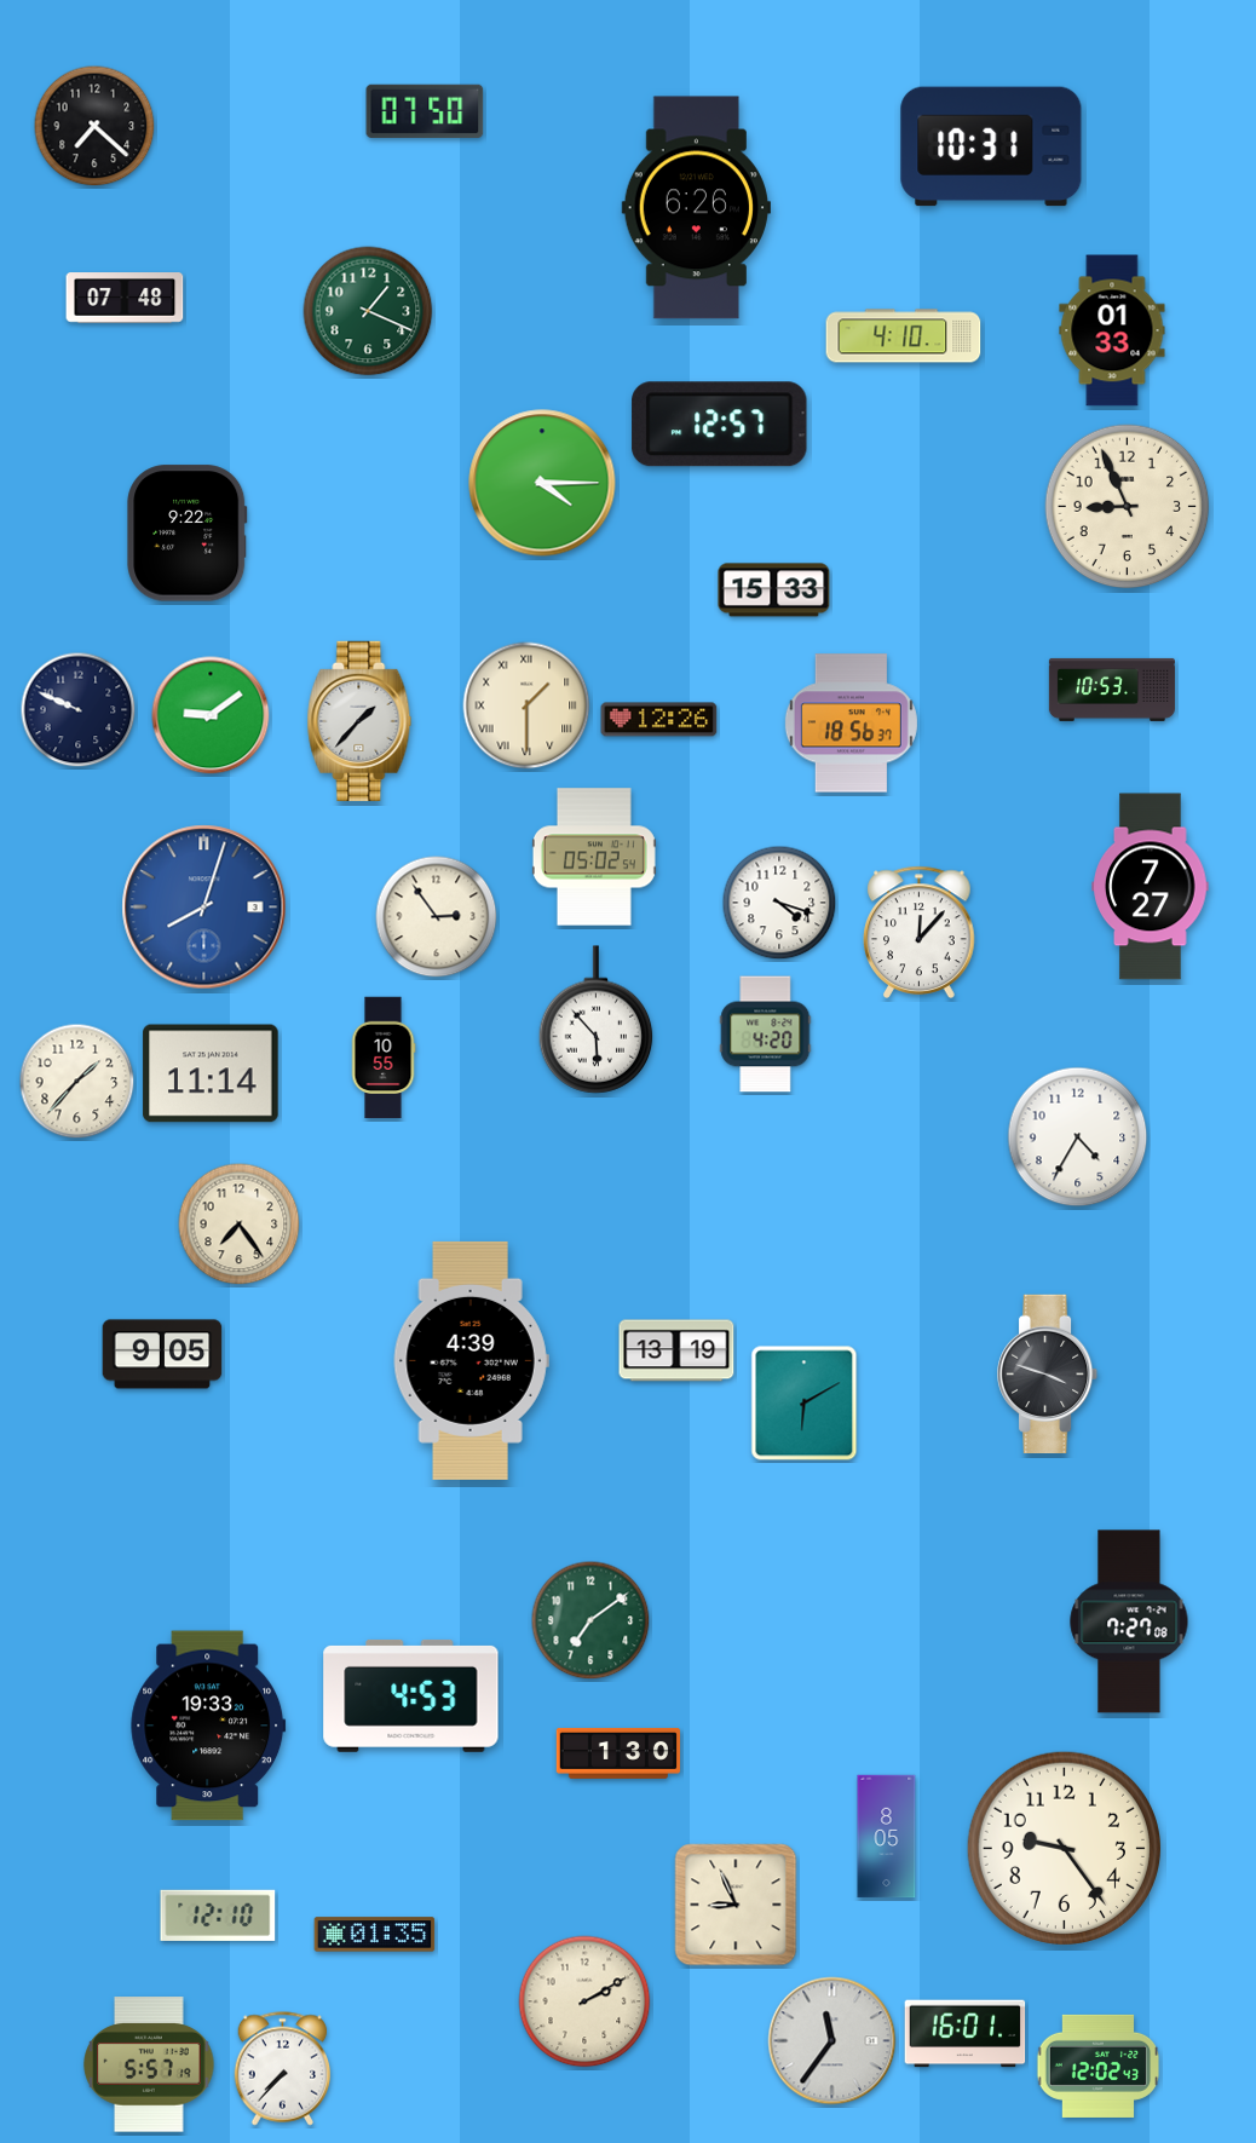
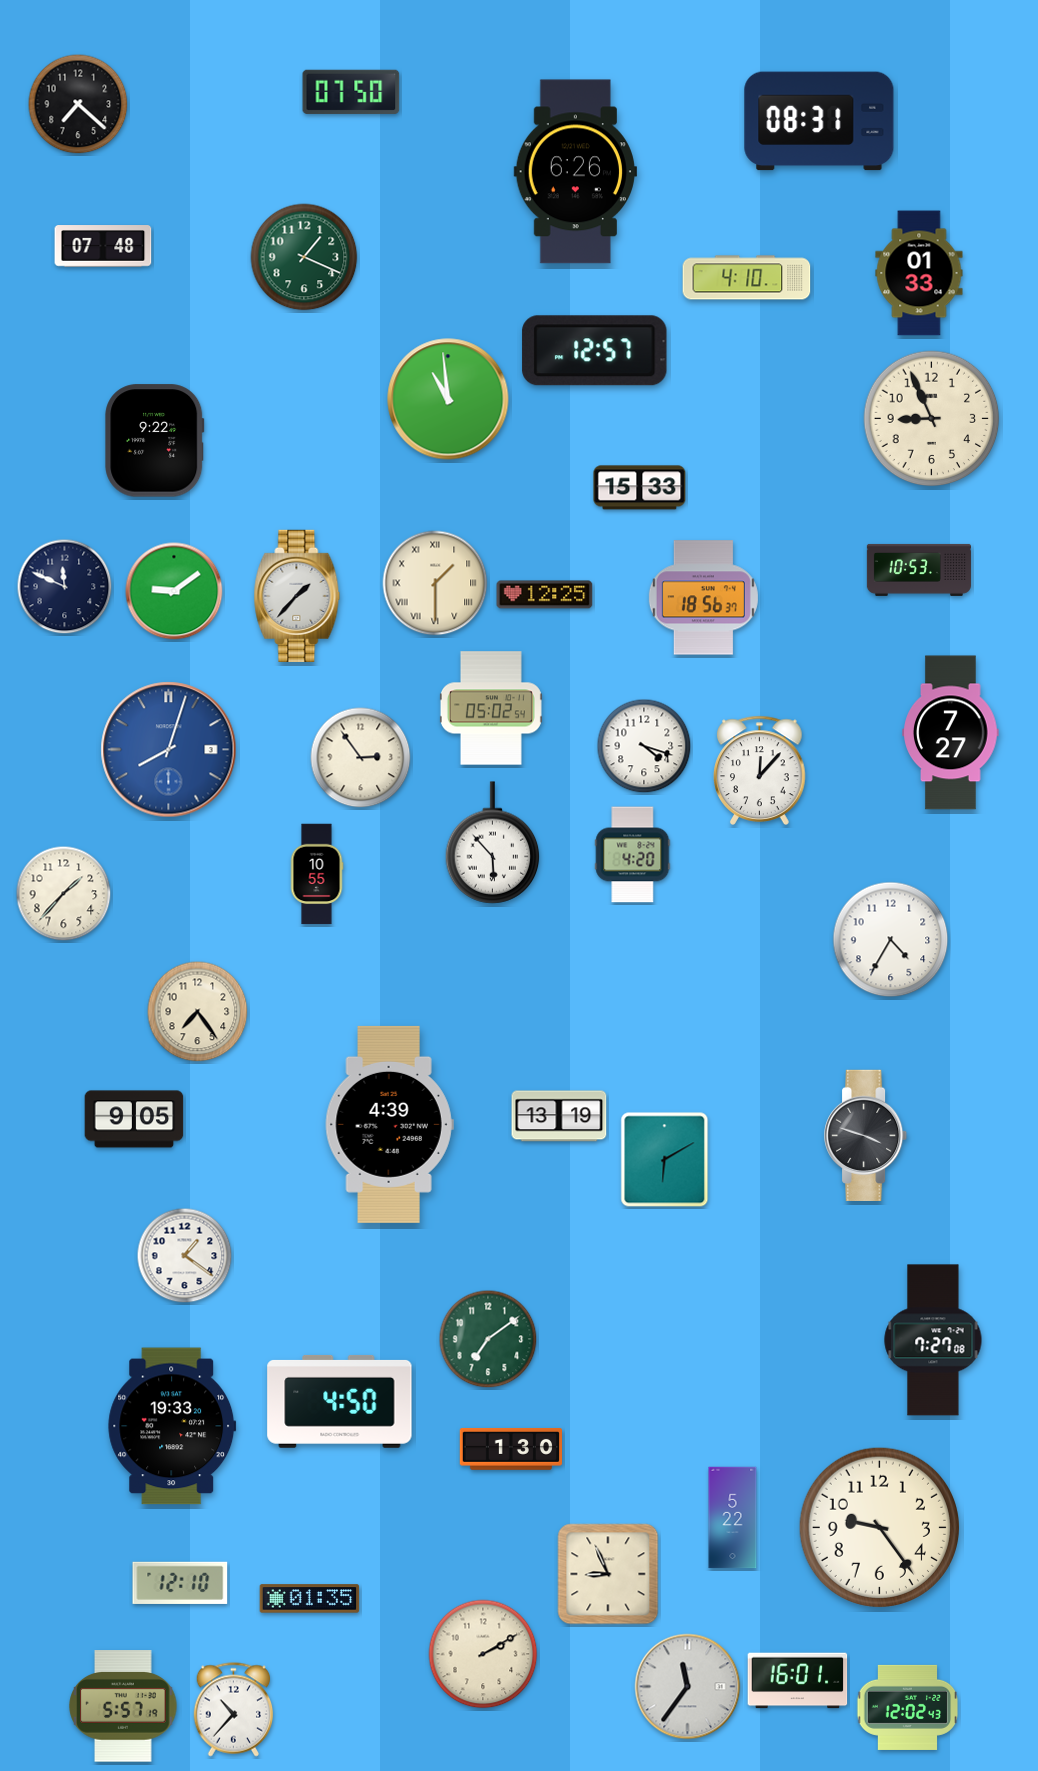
clock at (991, 146): 10:31 -> 08:31
clock at (542, 483): 4:15 -> 10:59
clock at (79, 710): 9:49 -> 11:49
clock at (659, 720): 12:26 -> 12:25
clock at (211, 1073): 11:14 -> none
clock at (185, 1256): none -> 1:21
clock at (411, 1695): 4:53 -> 4:50
clock at (887, 1837): 8:05 -> 5:22
clock at (283, 2069): 7:37 -> 10:37
